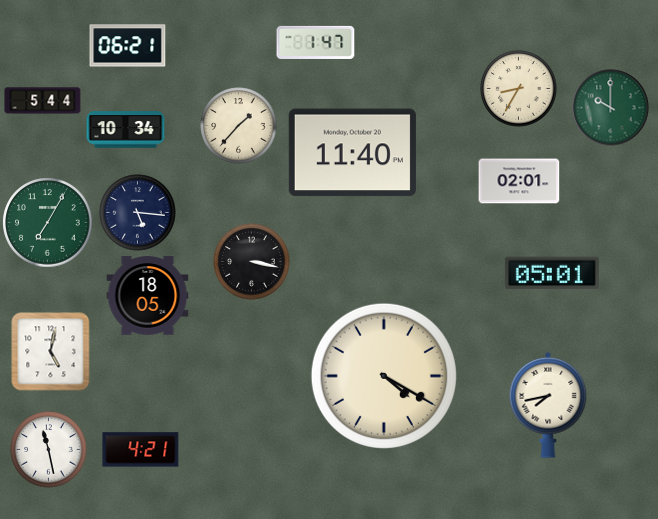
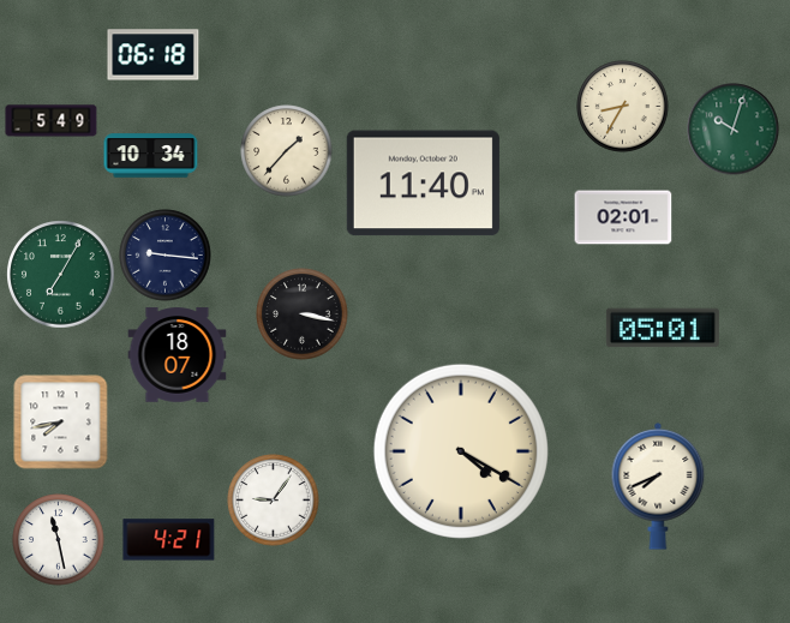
clock at (316, 42): 1:47 -> none
clock at (128, 46): 06:21 -> 06:18
clock at (43, 101): 5:44 -> 5:49
clock at (611, 108): 10:00 -> 10:03
clock at (138, 213): 5:16 -> 9:16
clock at (48, 223) position: (48, 223) -> (61, 275)
clock at (148, 296): 18:05 -> 18:07
clock at (51, 352): 5:02 -> 7:43
clock at (548, 406): 7:43 -> 7:41
clock at (274, 501): none -> 9:06
